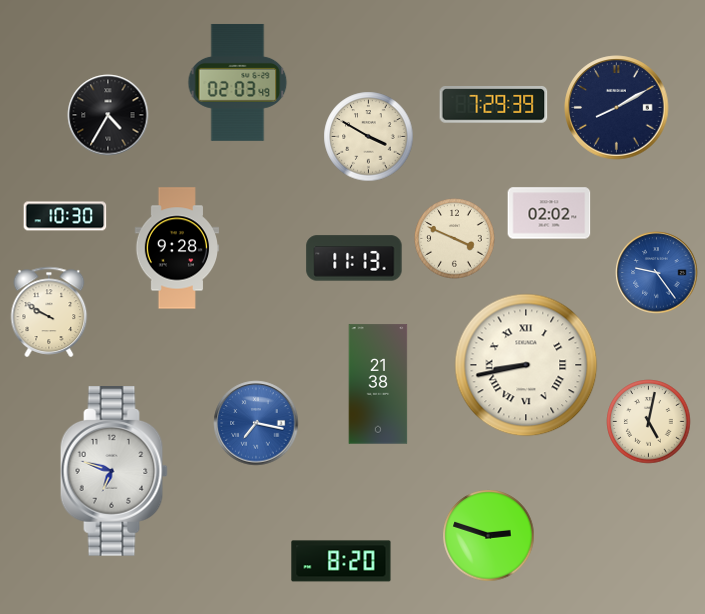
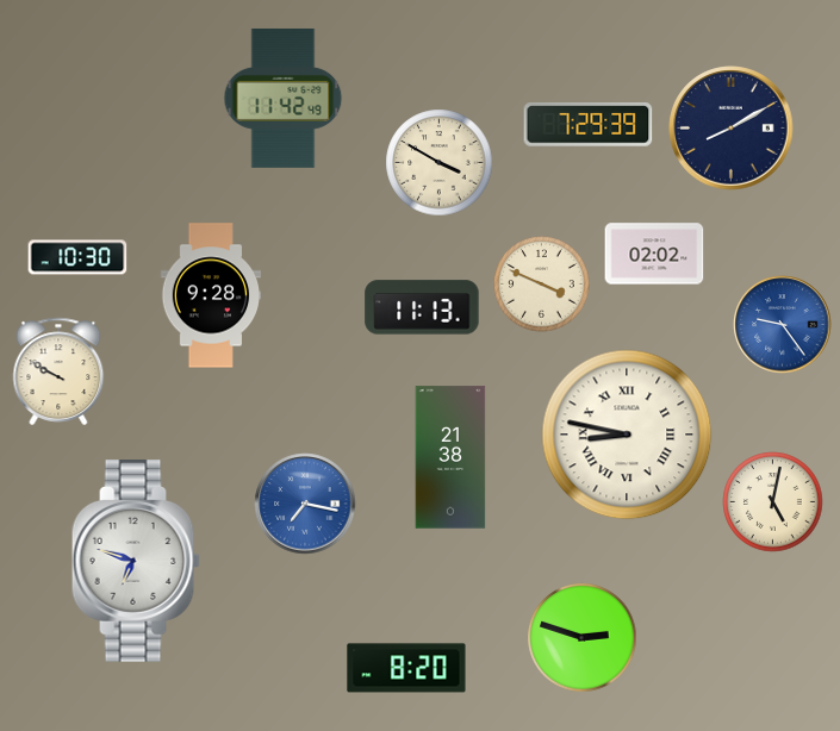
clock at (238, 82): 02:03 -> 11:42
clock at (617, 108) position: (617, 108) -> (732, 129)
clock at (108, 115): 4:35 -> none
clock at (526, 365): 8:43 -> 8:47
